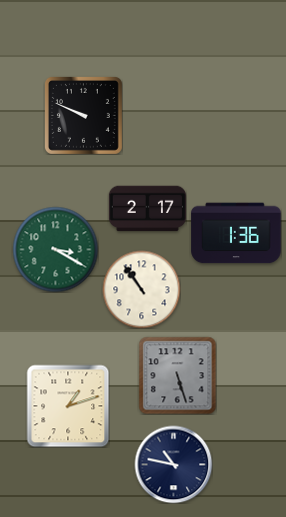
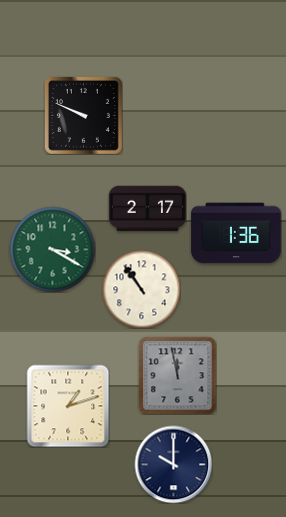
clock at (55, 249) position: (55, 249) -> (52, 249)
clock at (177, 375): 5:27 -> 11:58
clock at (173, 464): 10:47 -> 10:00
